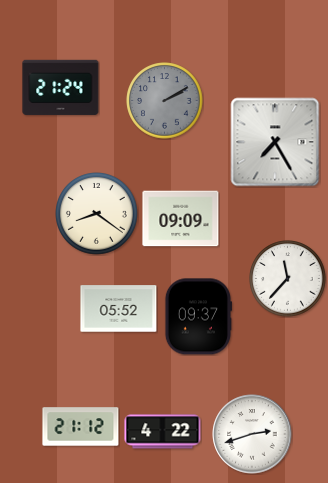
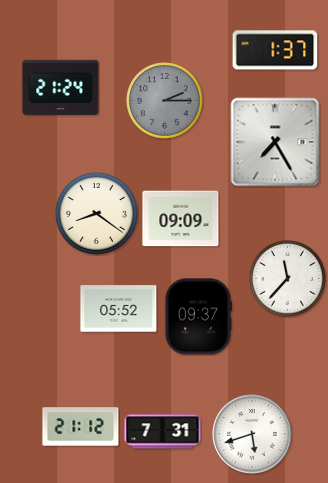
clock at (275, 50): none -> 1:37
clock at (165, 101): 2:10 -> 2:15
clock at (163, 432): 4:22 -> 7:31
clock at (252, 434): 2:42 -> 5:42
